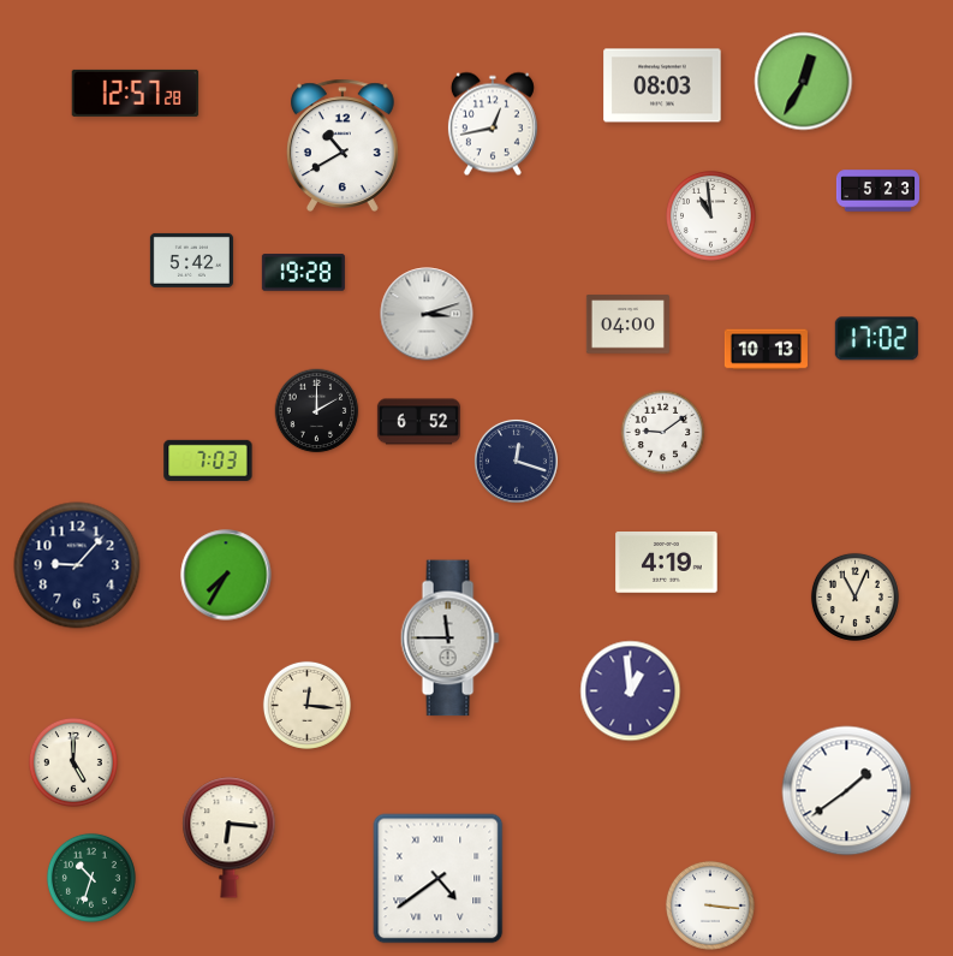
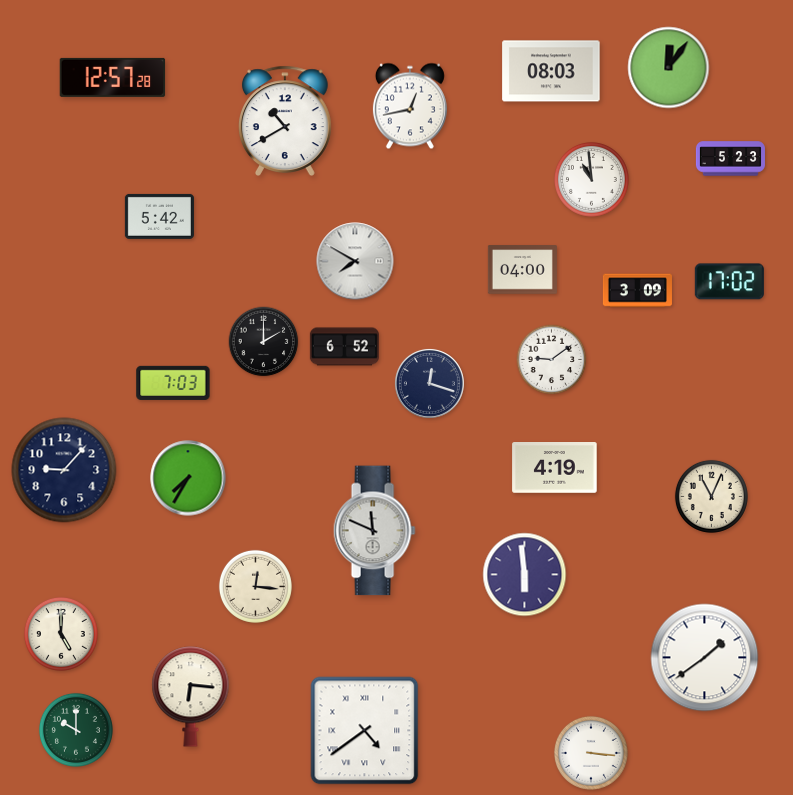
clock at (804, 82): 12:35 -> 12:06
clock at (493, 124) position: (493, 124) -> (410, 106)
clock at (303, 273): 19:28 -> none
clock at (427, 314): 3:12 -> 7:50
clock at (766, 350): 10:13 -> 3:09
clock at (418, 422) position: (418, 422) -> (344, 347)
clock at (449, 639): 11:45 -> 11:49
clock at (631, 691): 12:59 -> 5:59
clock at (91, 878): 10:33 -> 10:00
